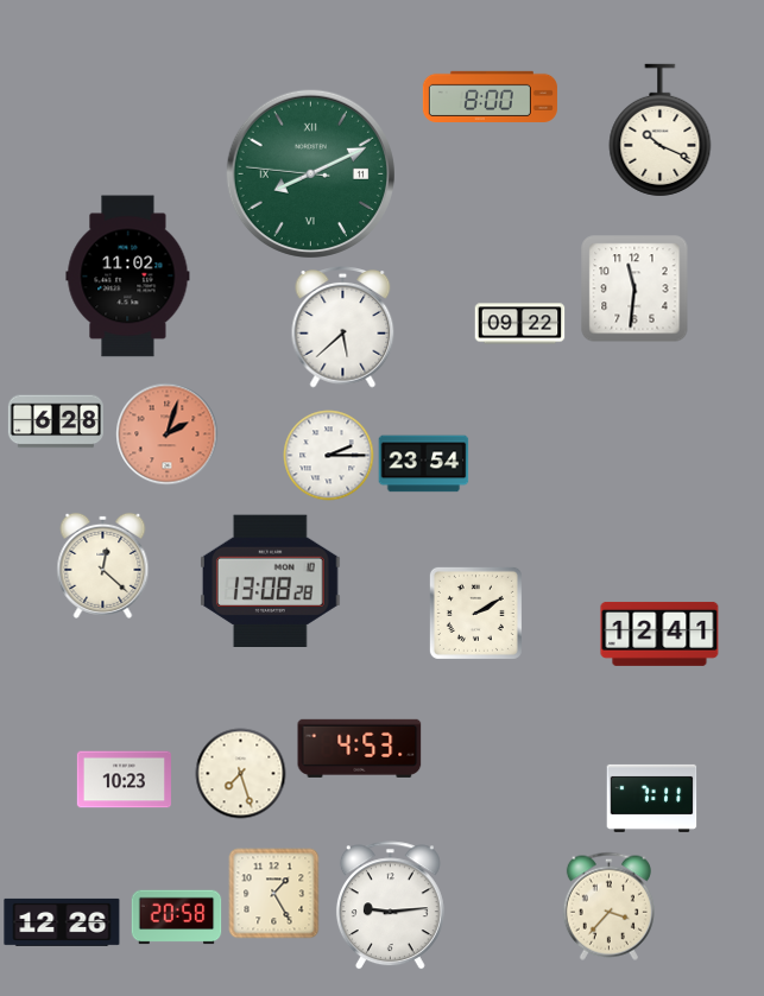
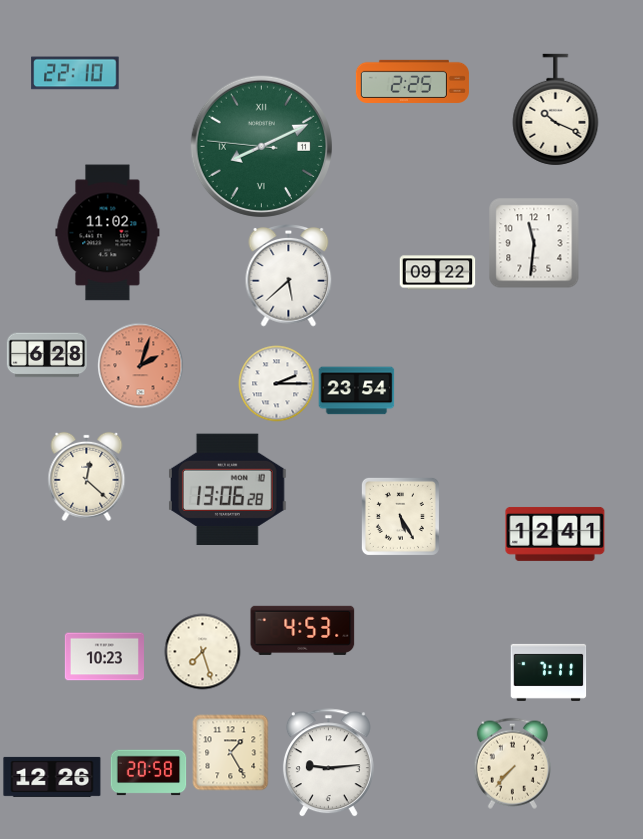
clock at (75, 73): none -> 22:10
clock at (490, 96): 8:00 -> 2:25
clock at (271, 581): 13:08 -> 13:06
clock at (475, 613): 2:10 -> 5:25
clock at (608, 906): 3:37 -> 7:37
